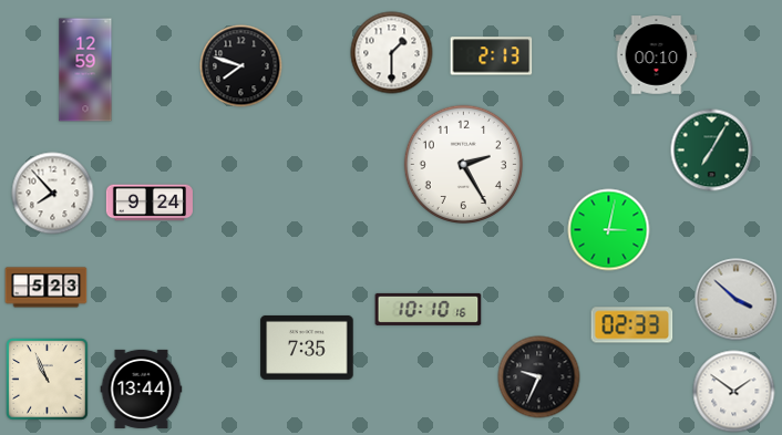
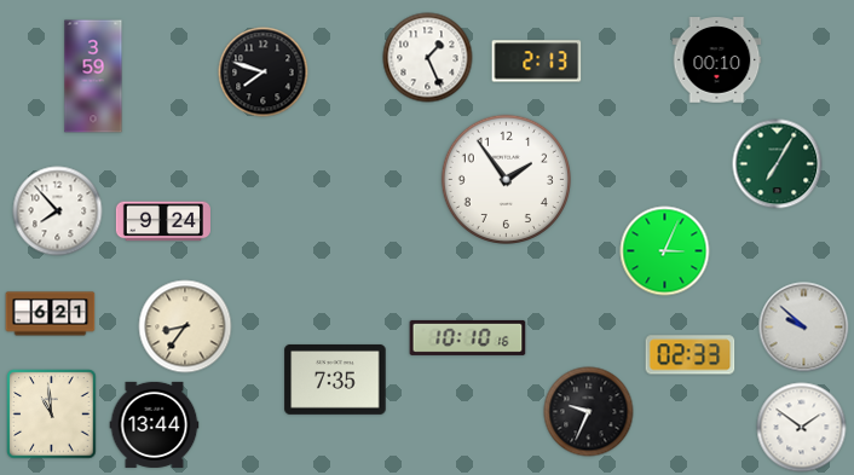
clock at (392, 53): 1:30 -> 1:26
clock at (85, 70): 12:59 -> 3:59
clock at (463, 164): 2:25 -> 1:54
clock at (609, 230): 3:02 -> 3:04
clock at (47, 288): 5:23 -> 6:21
clock at (185, 326): none -> 8:36
clock at (737, 300): 3:52 -> 9:52
clock at (48, 380): 10:56 -> 10:59
